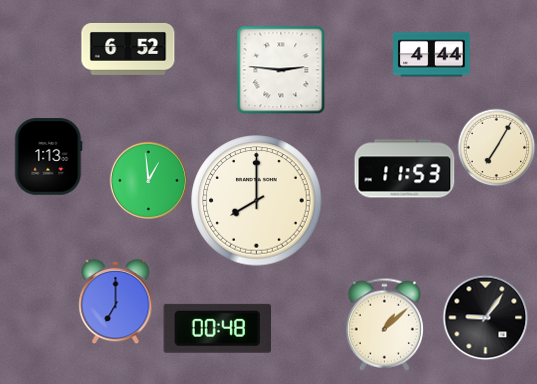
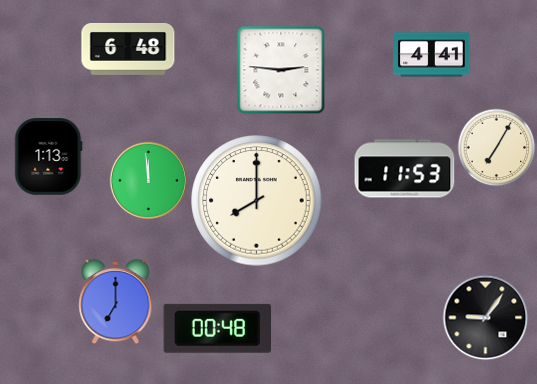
clock at (128, 49): 6:52 -> 6:48
clock at (432, 55): 4:44 -> 4:41
clock at (148, 180): 12:59 -> 11:59
clock at (384, 324): 1:08 -> none
